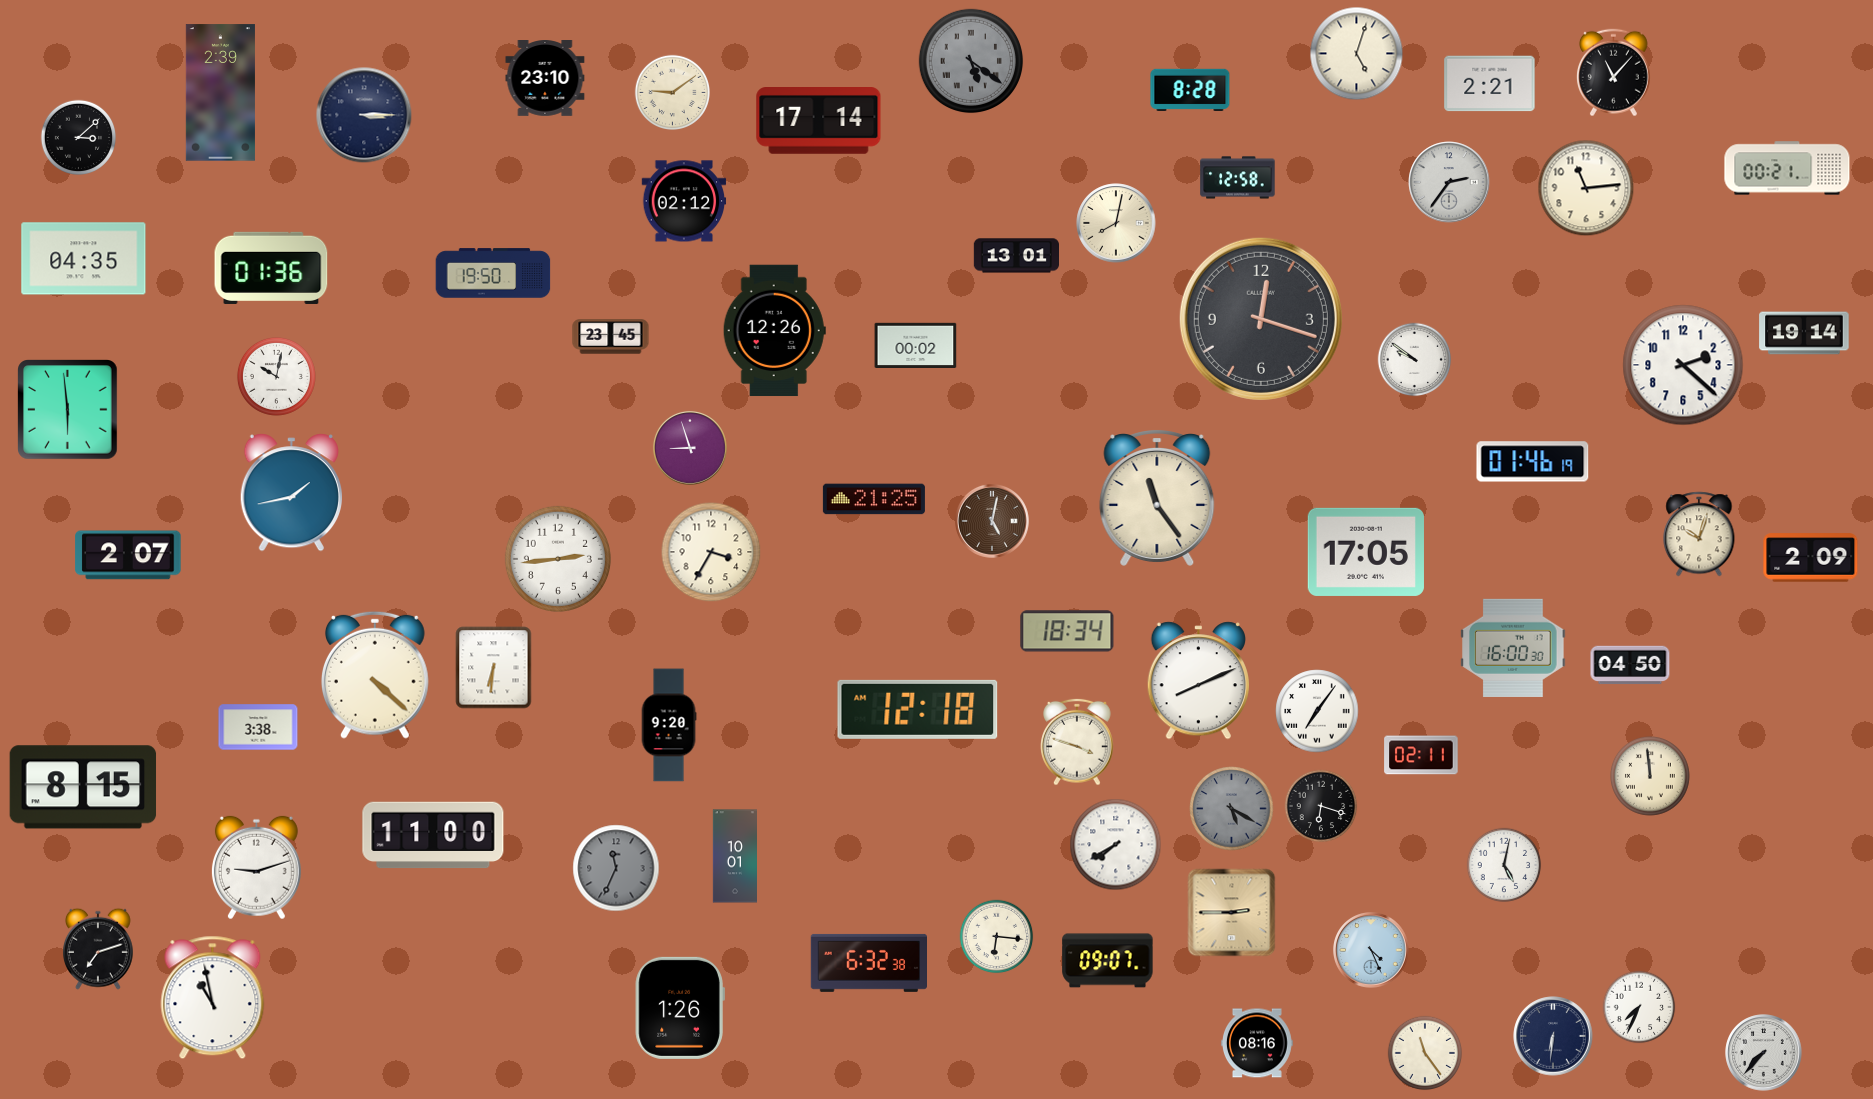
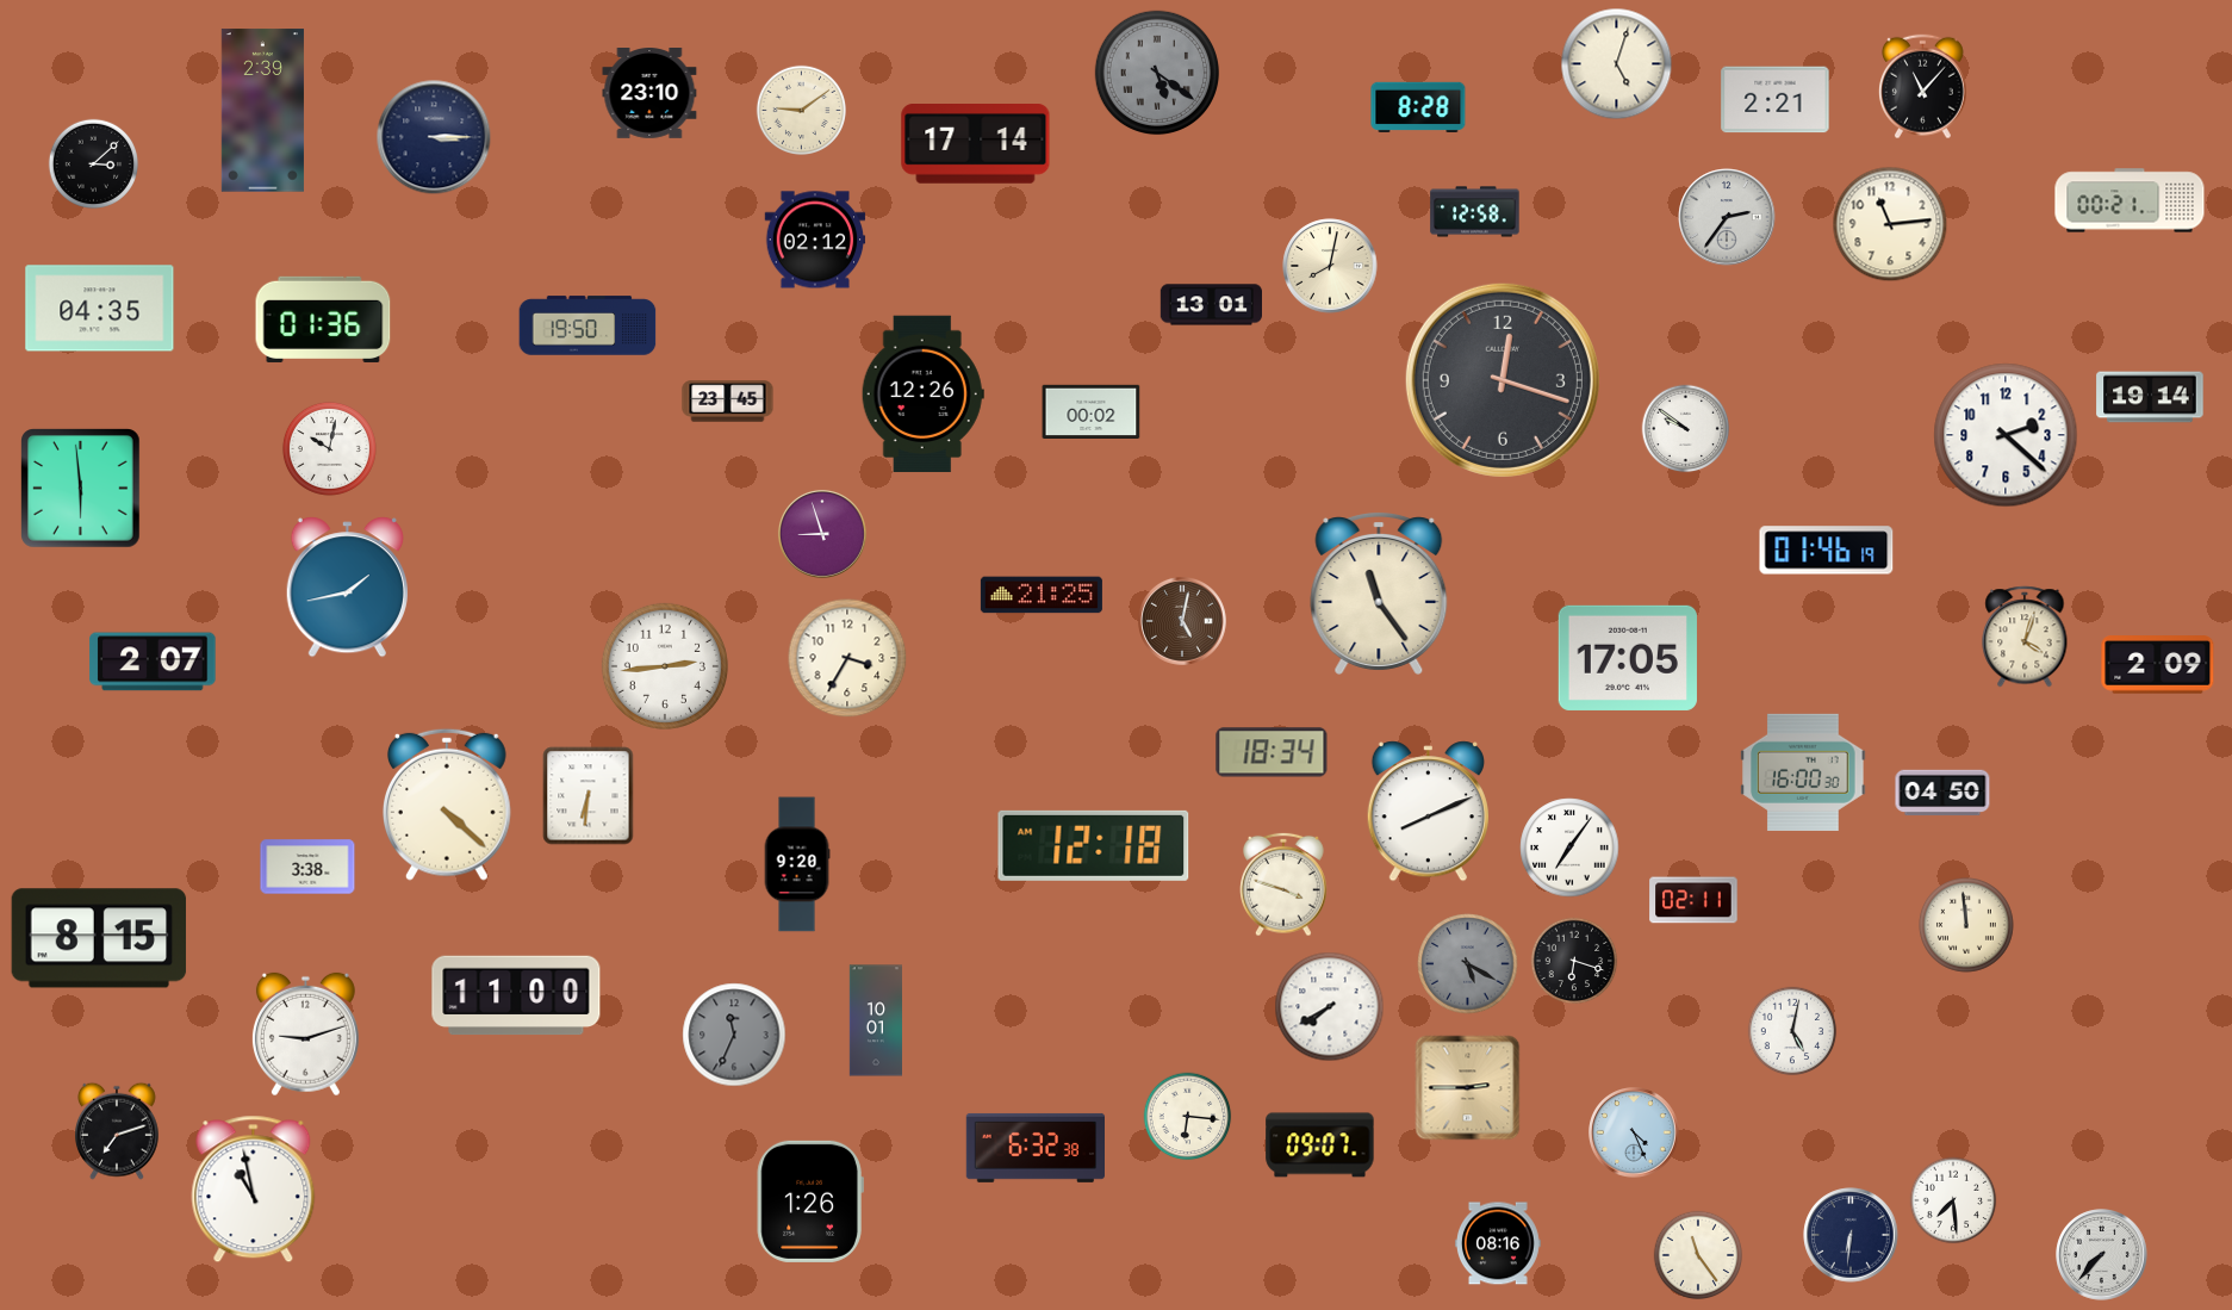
clock at (1699, 534): 10:03 -> 4:03
clock at (1639, 1007): 7:34 -> 7:29
